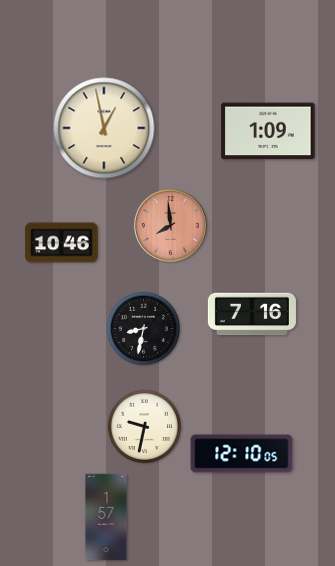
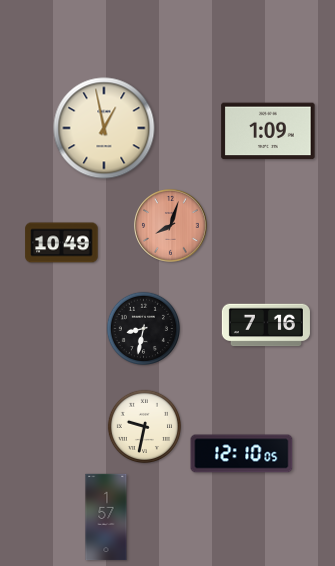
clock at (171, 226): 7:59 -> 8:03
clock at (62, 243): 10:46 -> 10:49
clock at (252, 314) position: (252, 314) -> (266, 325)
